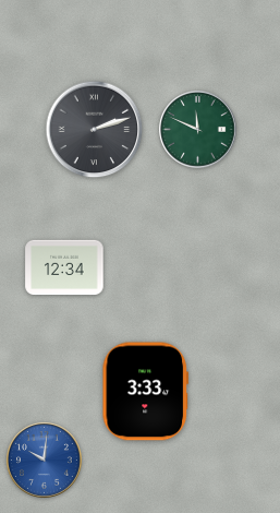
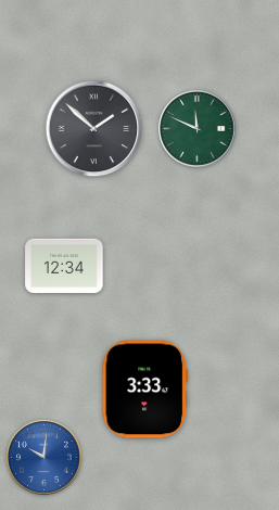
clock at (95, 130): 2:12 -> 1:52
